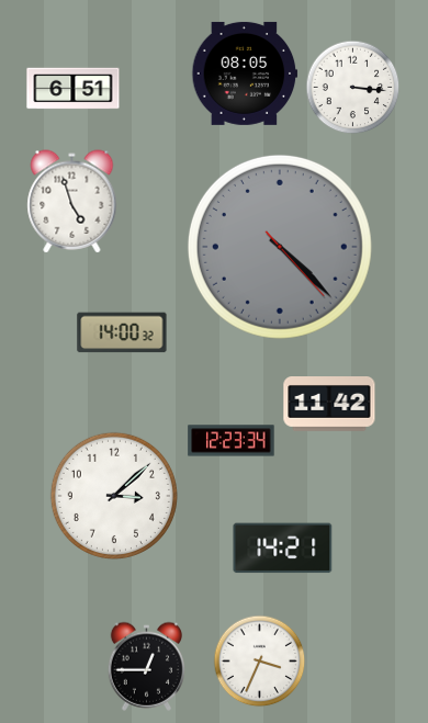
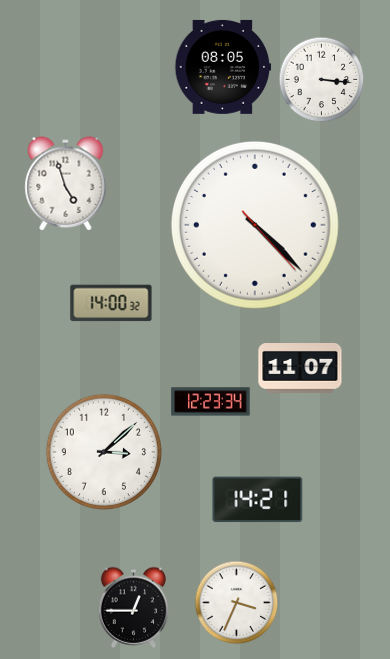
clock at (74, 89): 6:51 -> none
clock at (280, 247) dial: grey -> white
clock at (329, 404): 11:42 -> 11:07
